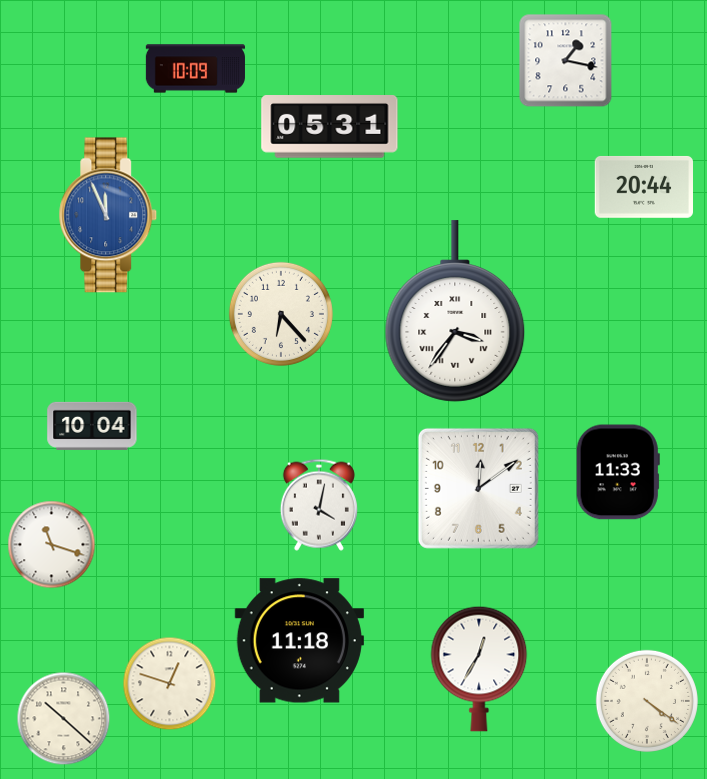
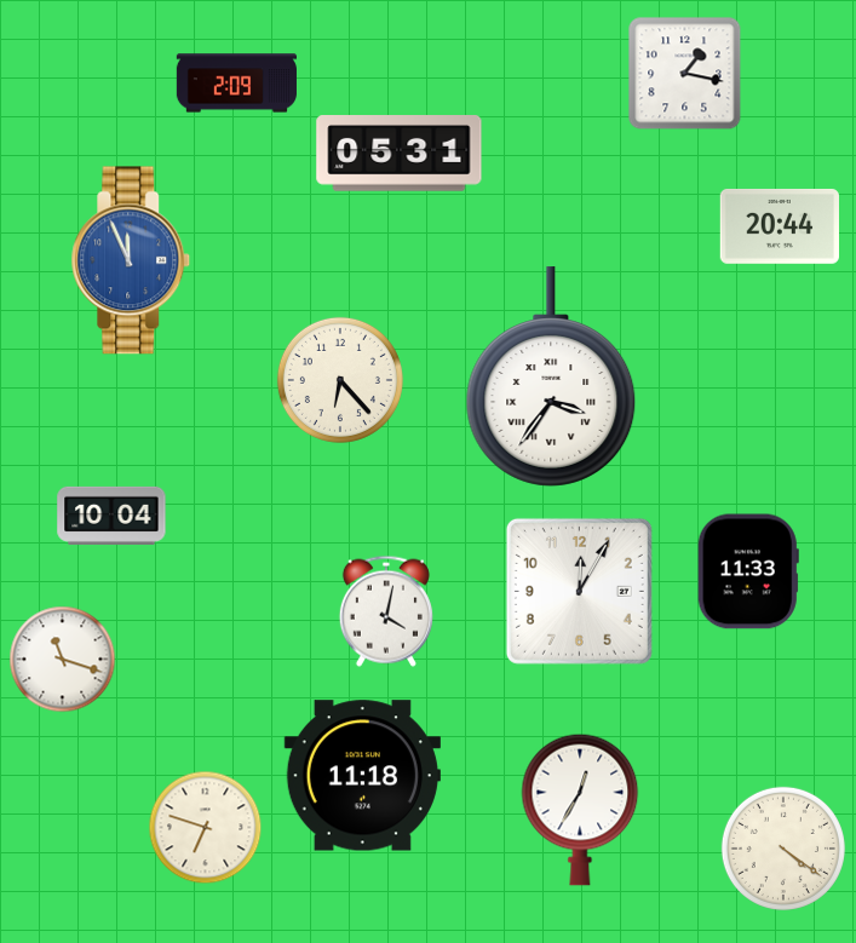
clock at (195, 69): 10:09 -> 2:09
clock at (478, 488): 12:09 -> 12:05
clock at (170, 684): 12:48 -> 6:48
clock at (64, 719): 10:22 -> none
